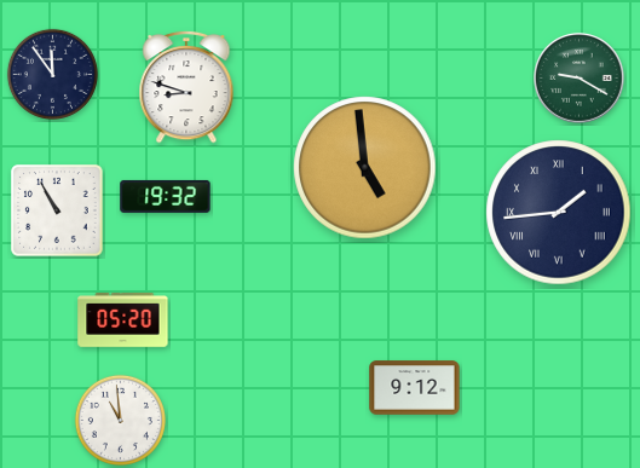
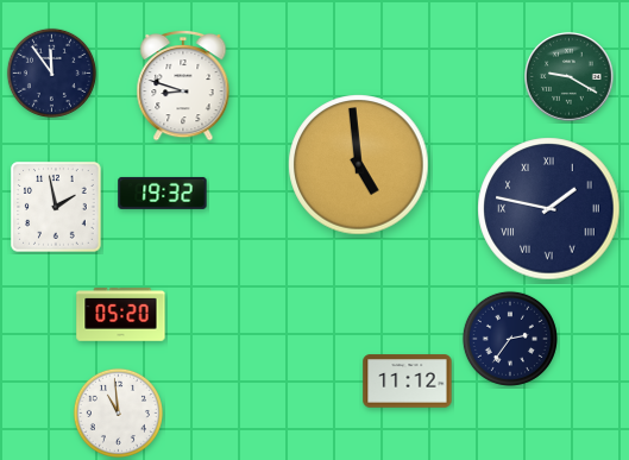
clock at (57, 210): 10:55 -> 1:58
clock at (559, 213): 1:44 -> 1:47
clock at (510, 339): none -> 2:36
clock at (415, 388): 9:12 -> 11:12
